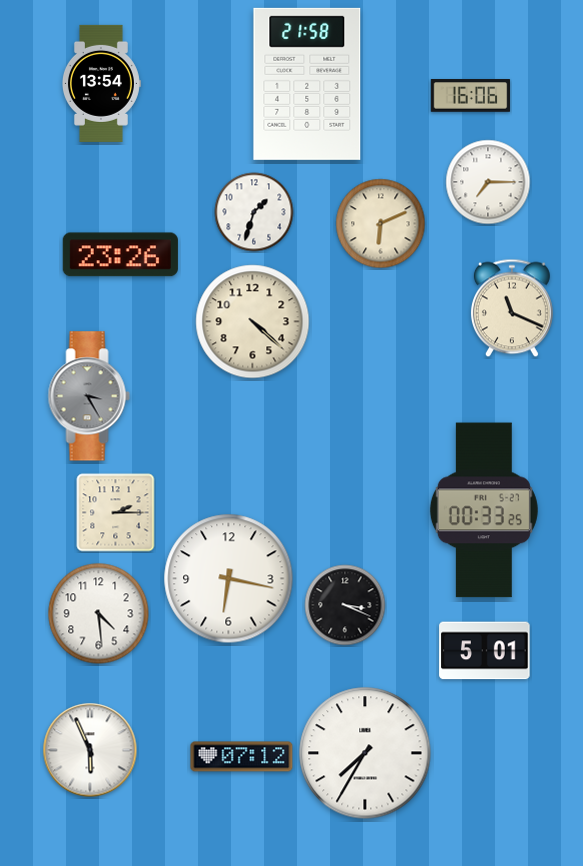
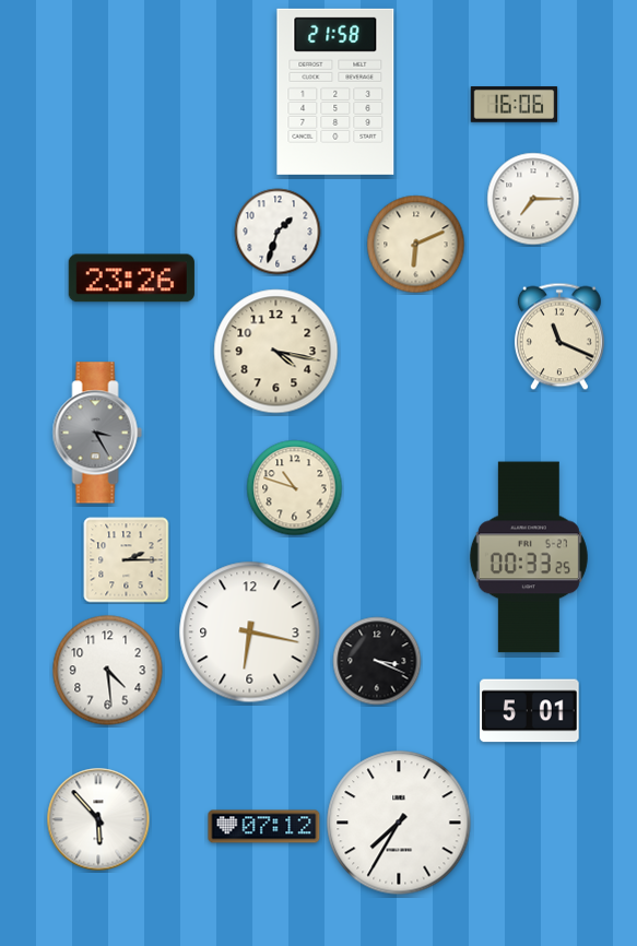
clock at (101, 83): 13:54 -> none
clock at (253, 322): 4:22 -> 4:17
clock at (295, 488): none -> 10:48
clock at (90, 750): 5:56 -> 5:53
